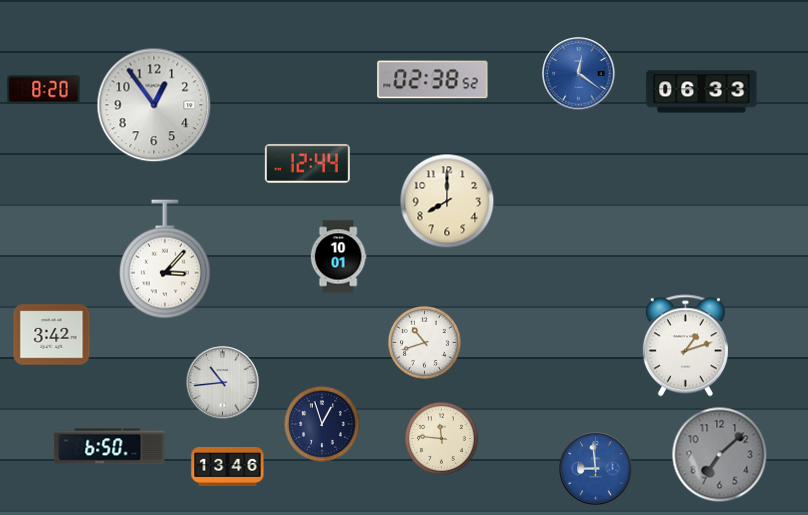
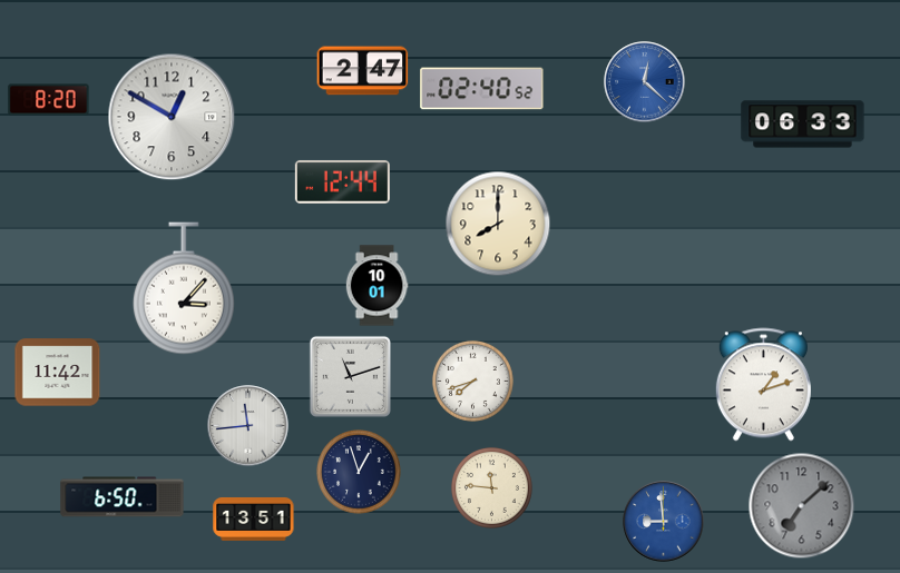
clock at (363, 71): none -> 2:47
clock at (579, 74): 12:21 -> 12:22
clock at (433, 80): 02:38 -> 02:40
clock at (702, 92) position: (702, 92) -> (803, 125)
clock at (154, 105): 12:54 -> 12:50
clock at (52, 335): 3:42 -> 11:42
clock at (350, 376): none -> 11:12
clock at (424, 342): 10:42 -> 7:42
clock at (223, 383): 10:44 -> 11:44
clock at (228, 466): 13:46 -> 13:51
